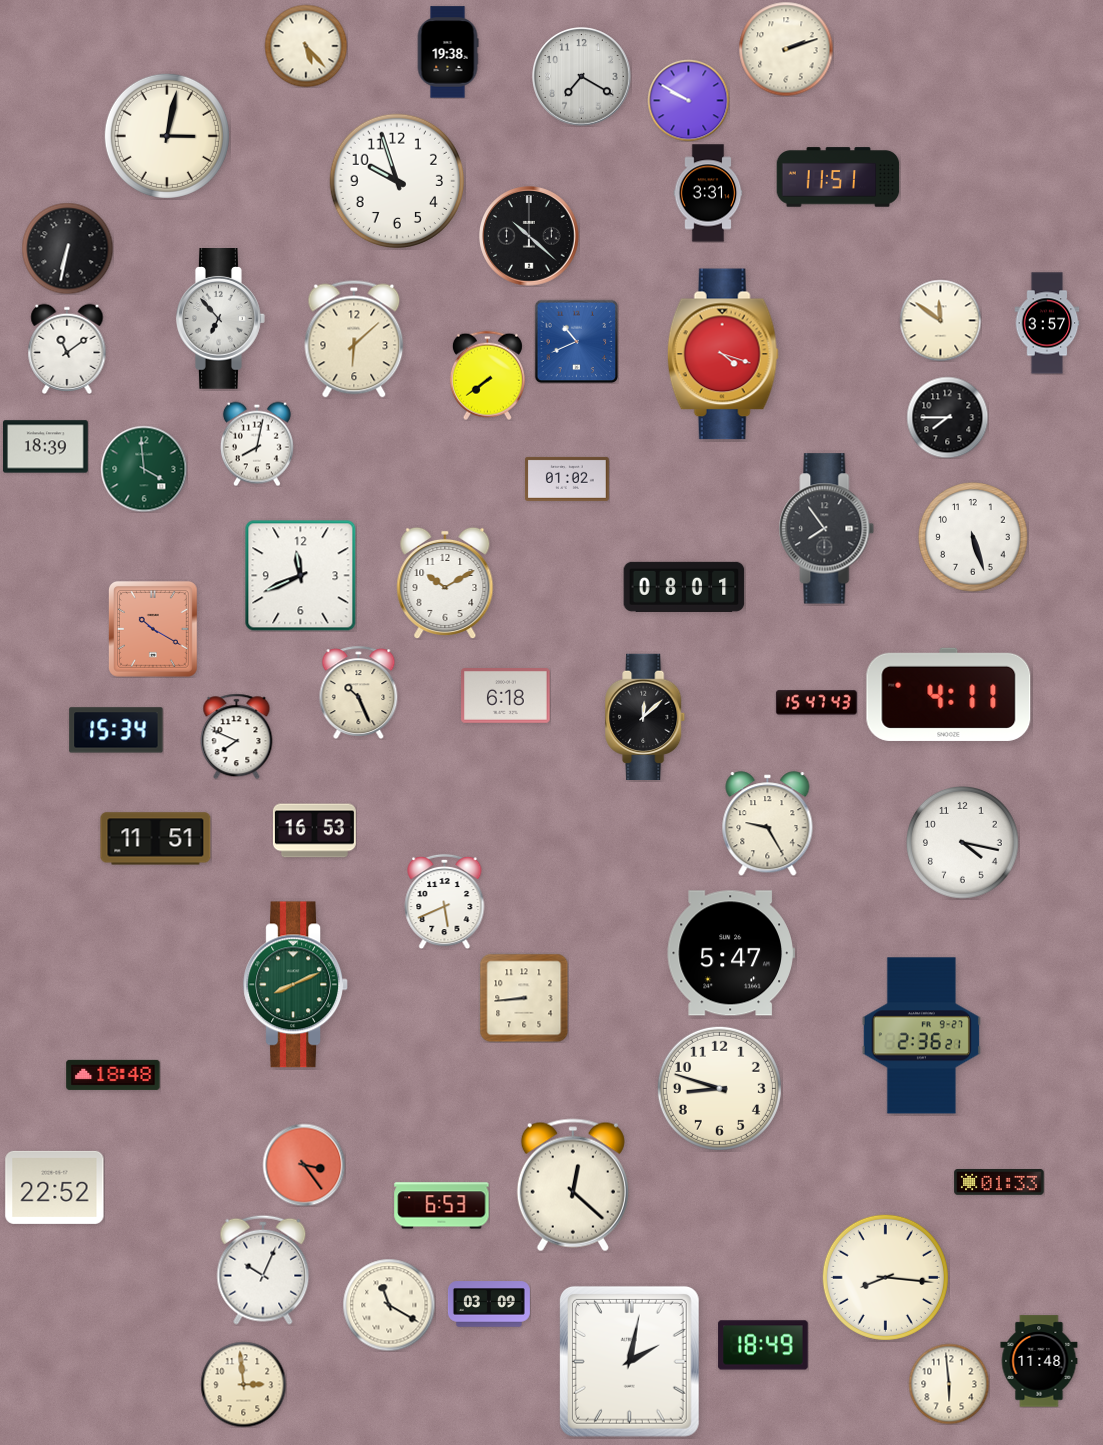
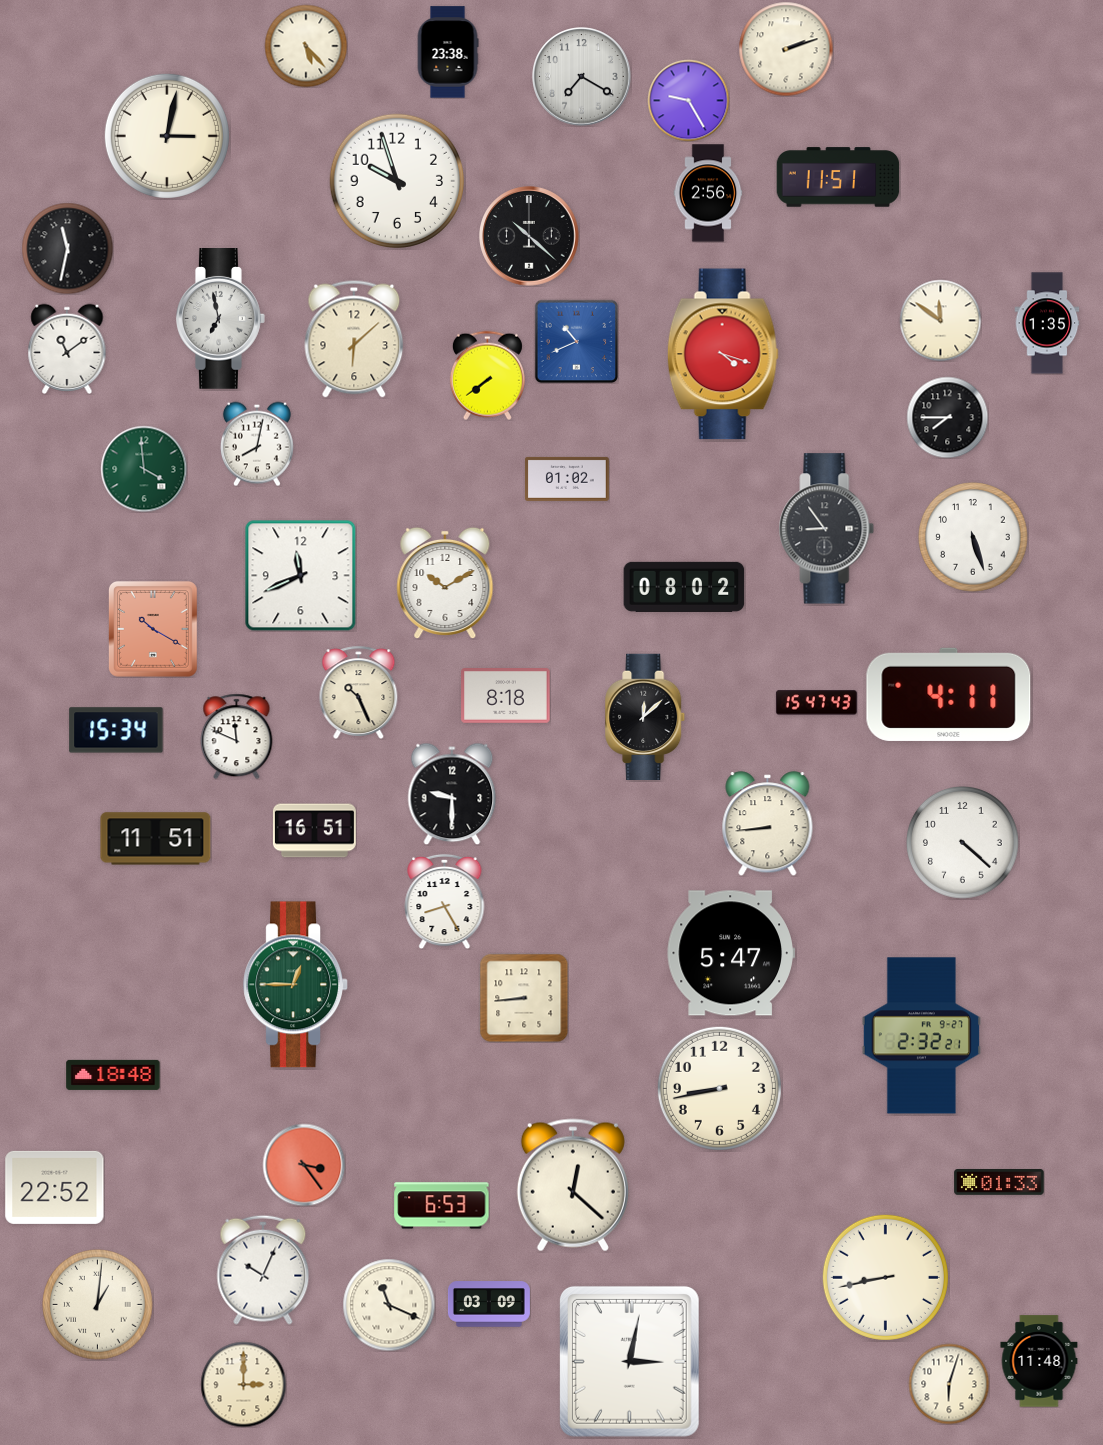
clock at (448, 52): 19:38 -> 23:38
clock at (688, 100): 9:50 -> 9:25
clock at (708, 193): 3:31 -> 2:56
clock at (67, 248): 6:32 -> 11:32
clock at (221, 319): 6:53 -> 6:58
clock at (1047, 323): 3:57 -> 1:35
clock at (46, 447): 18:39 -> none
clock at (827, 529): 7:54 -> 8:54
clock at (684, 587): 08:01 -> 08:02
clock at (506, 696): 6:18 -> 8:18
clock at (237, 736): 7:49 -> 11:49
clock at (452, 794): none -> 9:30
clock at (768, 824): 9:25 -> 8:44
clock at (314, 831): 16:53 -> 16:51
clock at (963, 843): 4:17 -> 4:22
clock at (445, 901): 5:41 -> 8:25
clock at (295, 985): 8:11 -> 12:45
clock at (921, 1036): 2:36 -> 2:32
clock at (719, 1088): 8:48 -> 8:43
clock at (885, 1277): 8:16 -> 8:43
clock at (98, 1305): none -> 1:01
clock at (389, 1305): 11:20 -> 11:19
clock at (763, 1345): 18:49 -> none
clock at (629, 1361): 2:02 -> 3:02
clock at (243, 1384): 2:59 -> 3:00
clock at (949, 1384): 5:59 -> 6:03
